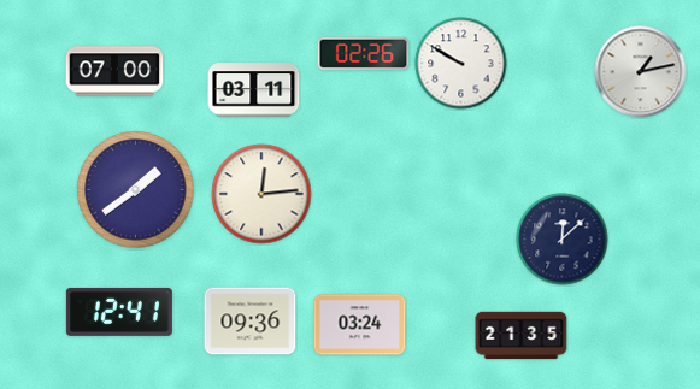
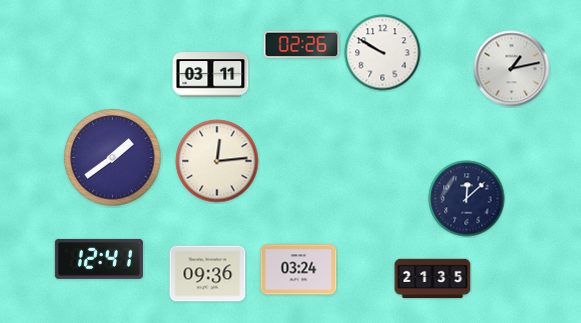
clock at (114, 71): 07:00 -> none
clock at (641, 72) position: (641, 72) -> (512, 69)
clock at (251, 322) position: (251, 322) -> (208, 274)
